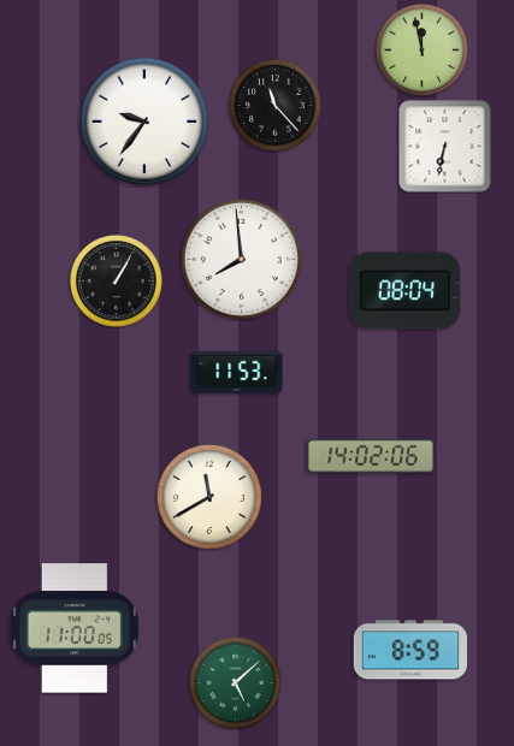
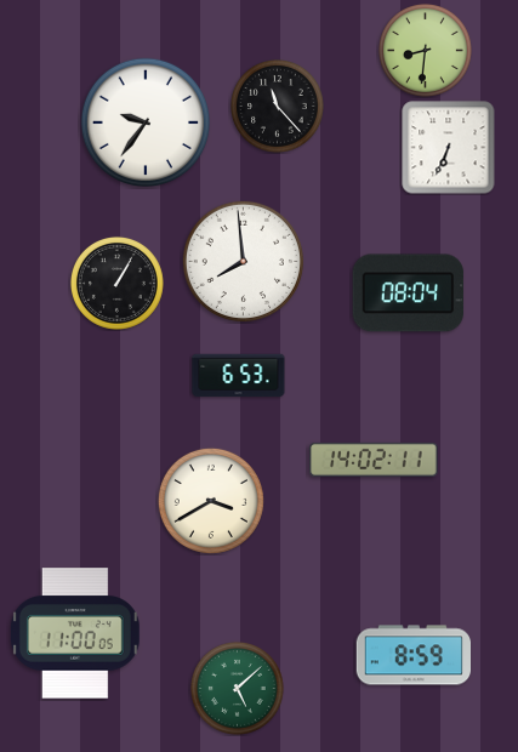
clock at (421, 49): 11:58 -> 8:31
clock at (445, 147): 6:32 -> 6:34
clock at (237, 373): 11:53 -> 6:53
clock at (371, 456): 14:02:06 -> 14:02:11
clock at (209, 497): 11:40 -> 3:40
